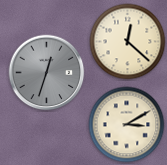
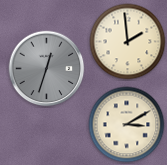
clock at (128, 42): 12:22 -> 1:59
clock at (47, 73) position: (47, 73) -> (47, 69)
